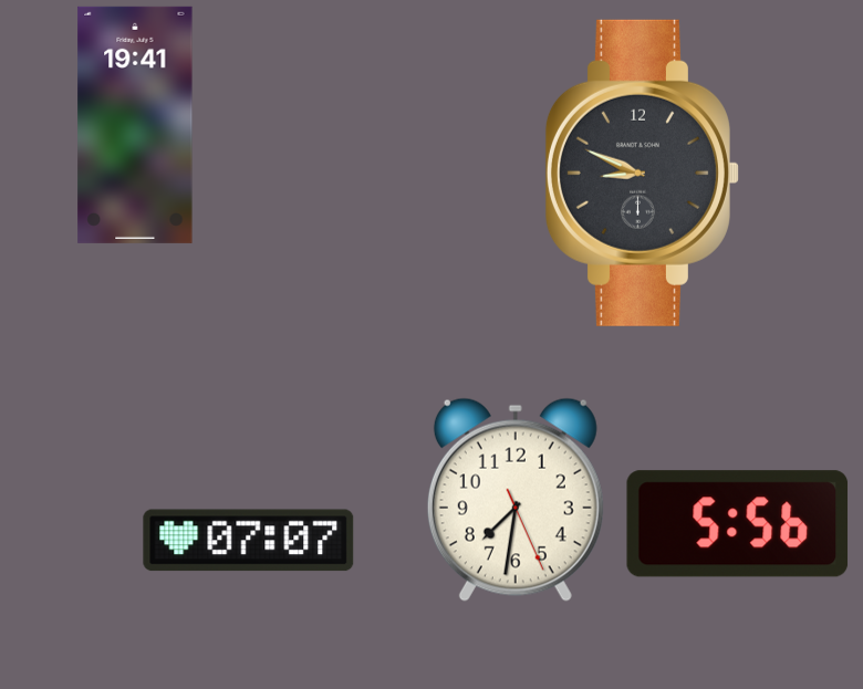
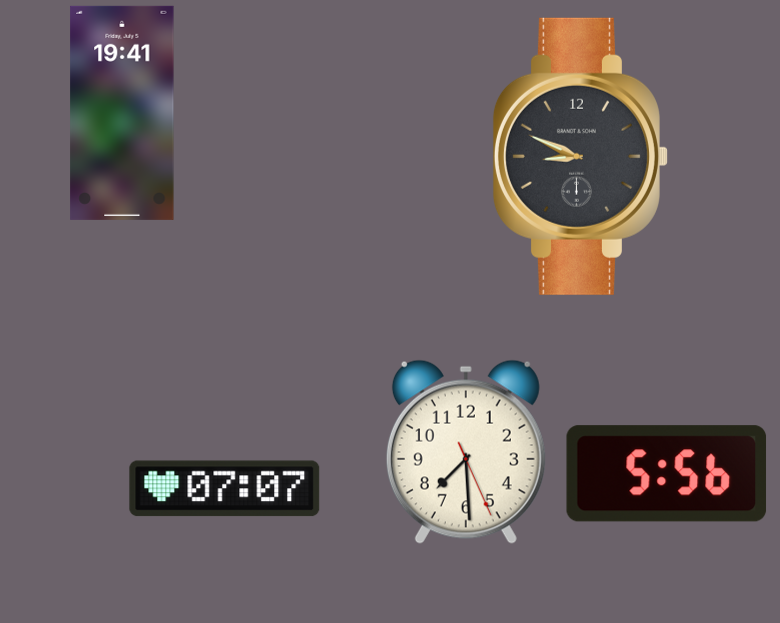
clock at (516, 500): 7:31 -> 7:29
